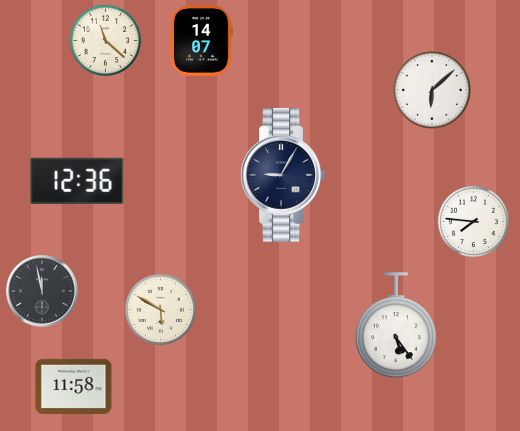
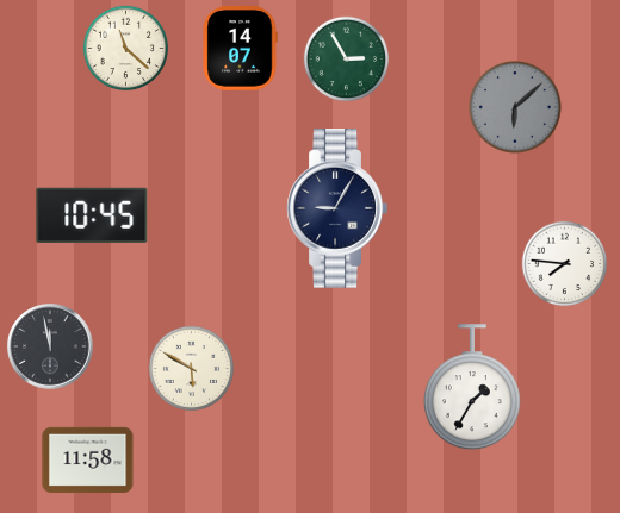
clock at (347, 60): none -> 2:55
clock at (432, 90) dial: white -> grey
clock at (77, 181): 12:36 -> 10:45
clock at (396, 326): 5:24 -> 1:35
